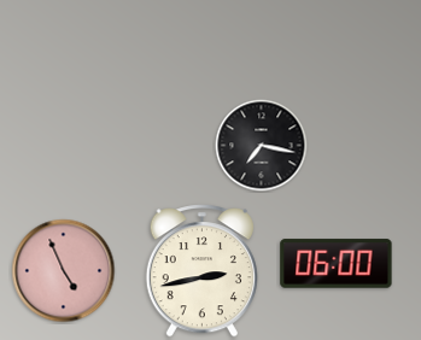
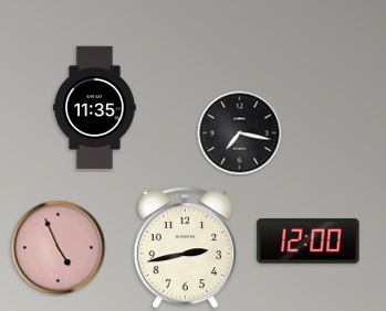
clock at (95, 108): none -> 11:35
clock at (337, 264): 06:00 -> 12:00
